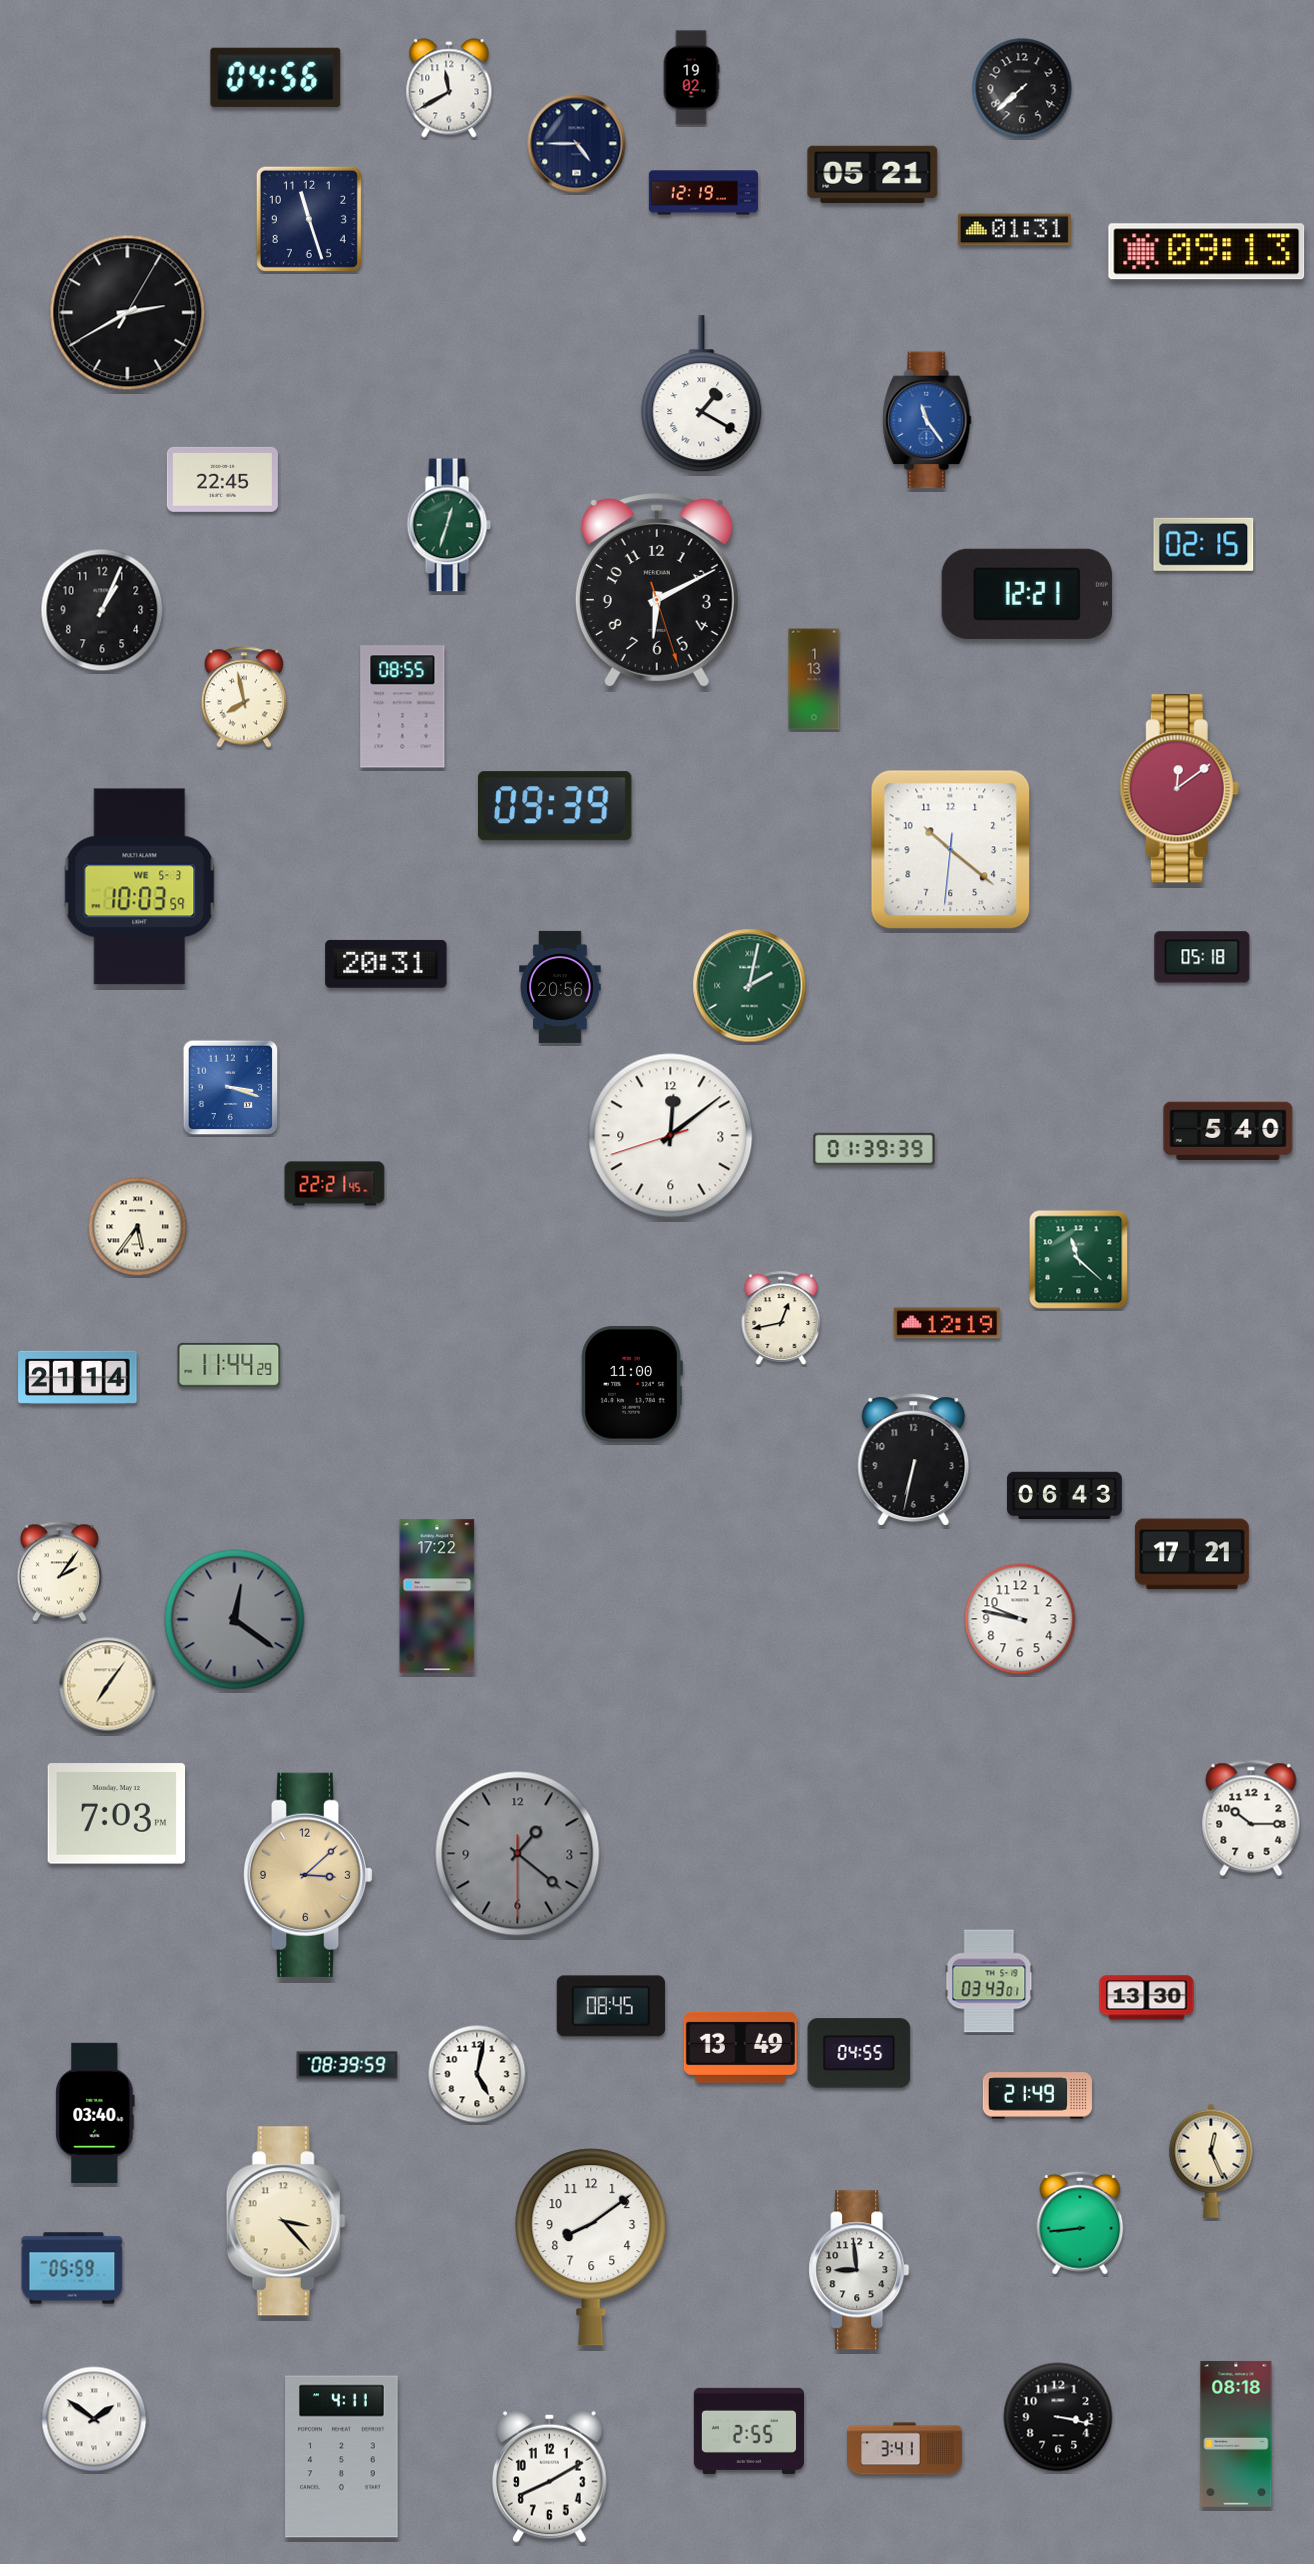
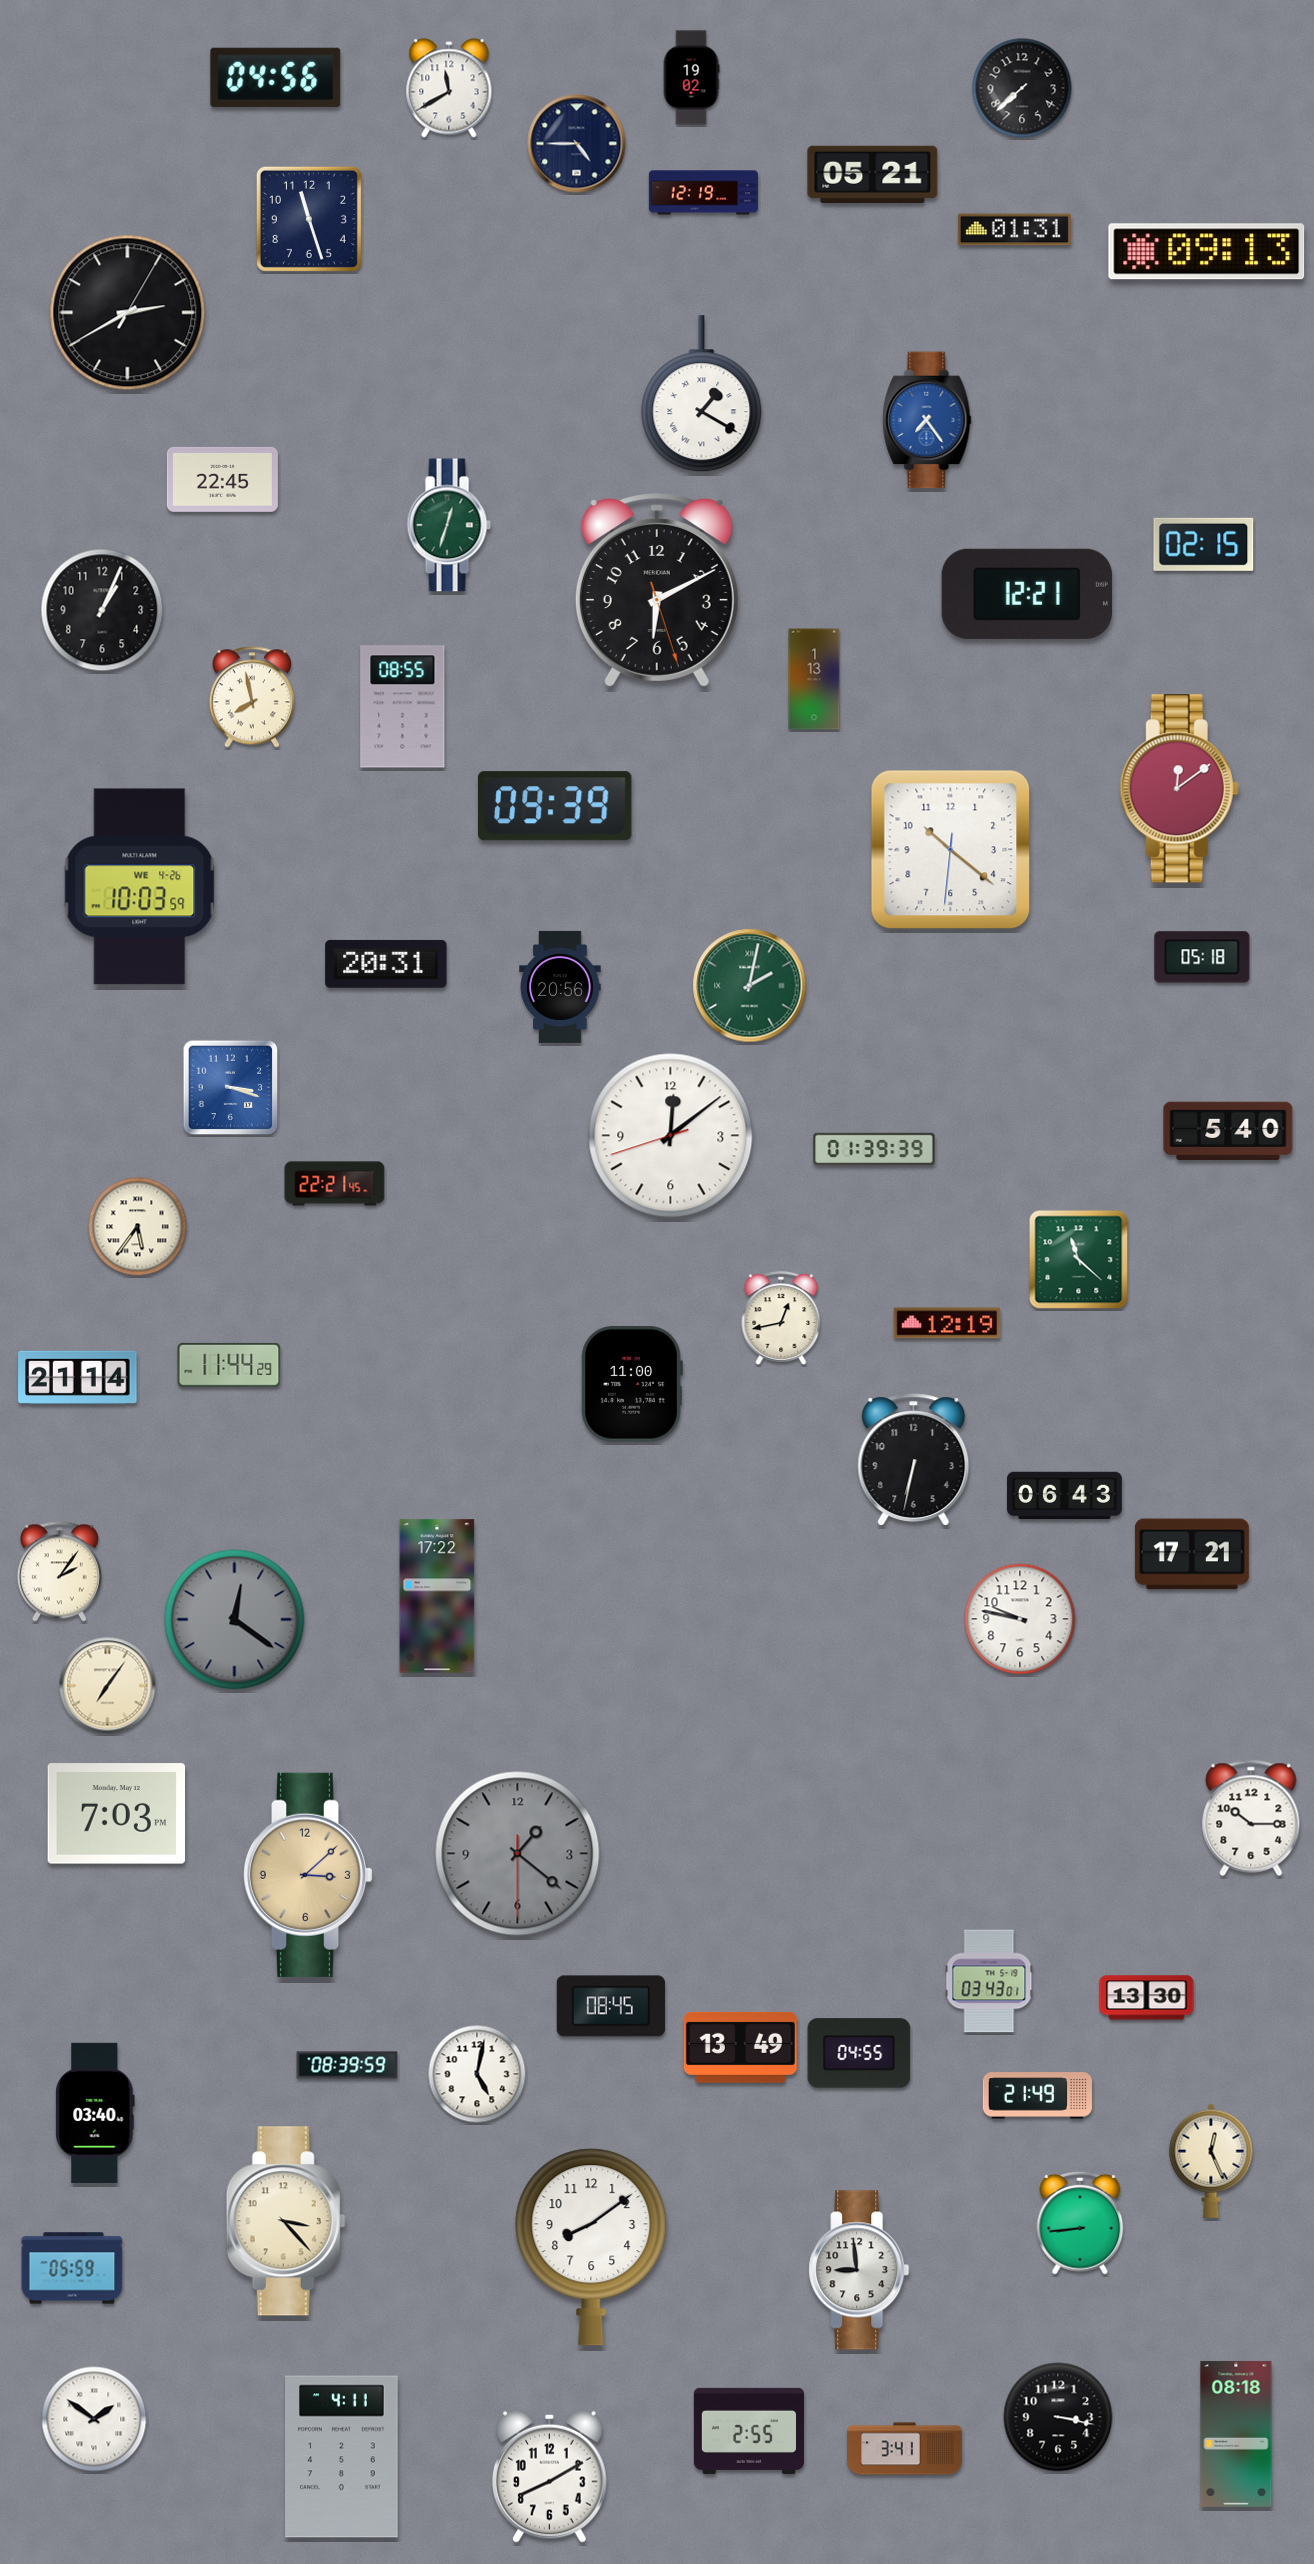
clock at (927, 420): 11:24 -> 7:24
clock at (244, 697) position: (244, 697) -> (252, 697)
clock at (140, 887) date: WE 5-3 -> WE 4-26
